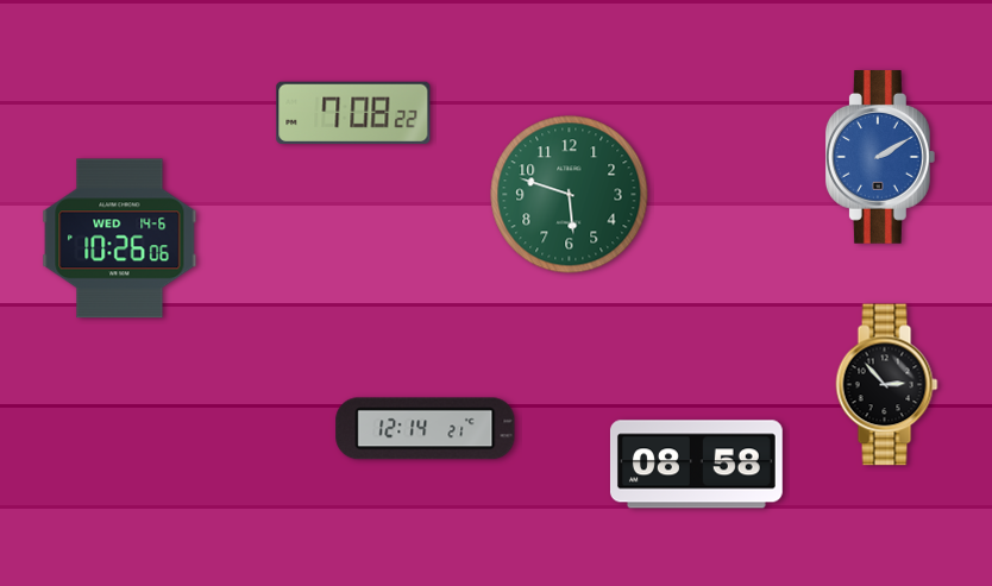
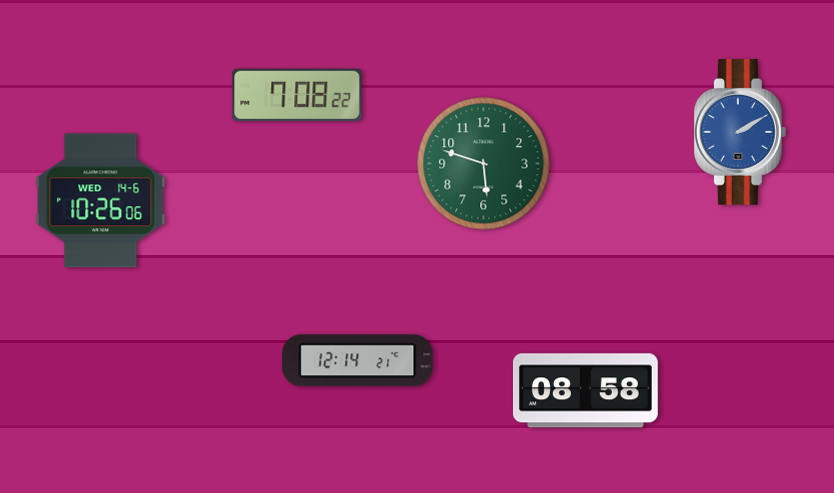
clock at (570, 195) position: (570, 195) -> (484, 164)
clock at (887, 385): 2:53 -> none
